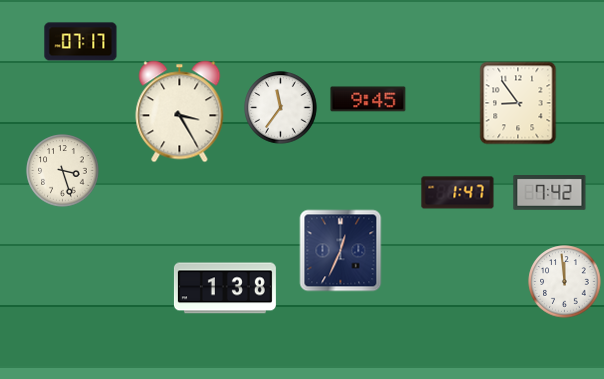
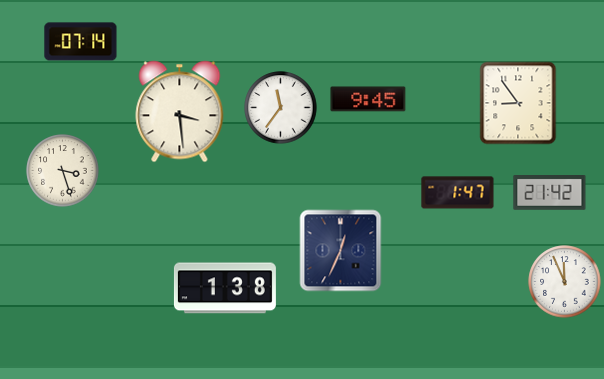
clock at (81, 42): 07:17 -> 07:14
clock at (180, 112): 3:25 -> 3:29
clock at (550, 193): 7:42 -> 21:42
clock at (565, 282): 11:59 -> 11:56
